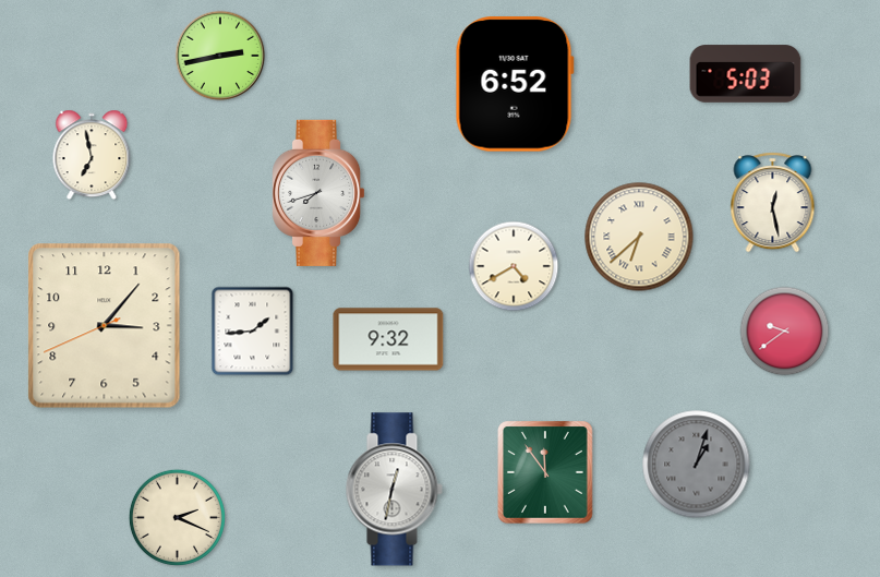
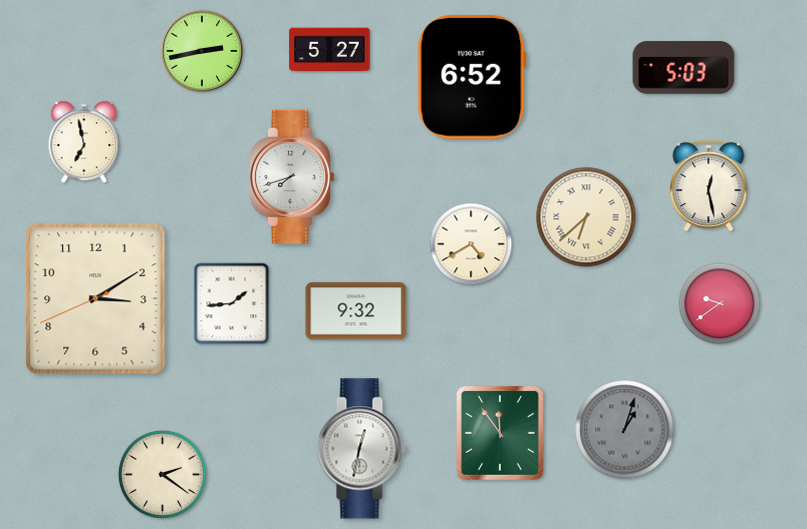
clock at (330, 50): none -> 5:27
clock at (105, 326): 3:06 -> 3:09
clock at (697, 465) position: (697, 465) -> (625, 430)
clock at (177, 517): 2:19 -> 2:21
